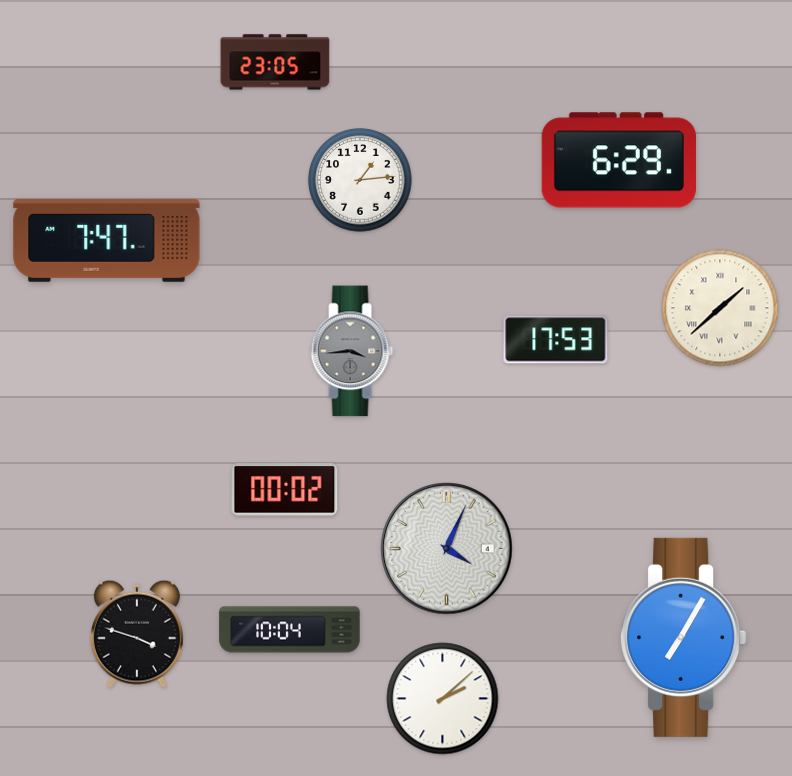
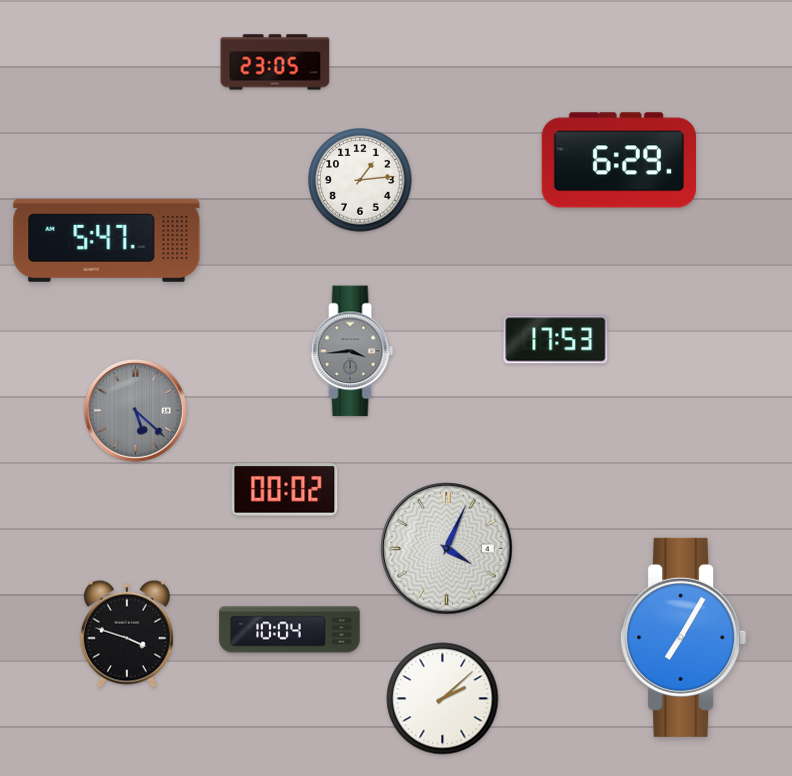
clock at (107, 240): 7:47 -> 5:47
clock at (720, 308): 1:38 -> none
clock at (135, 410): none -> 5:22
clock at (137, 634) position: (137, 634) -> (127, 634)
